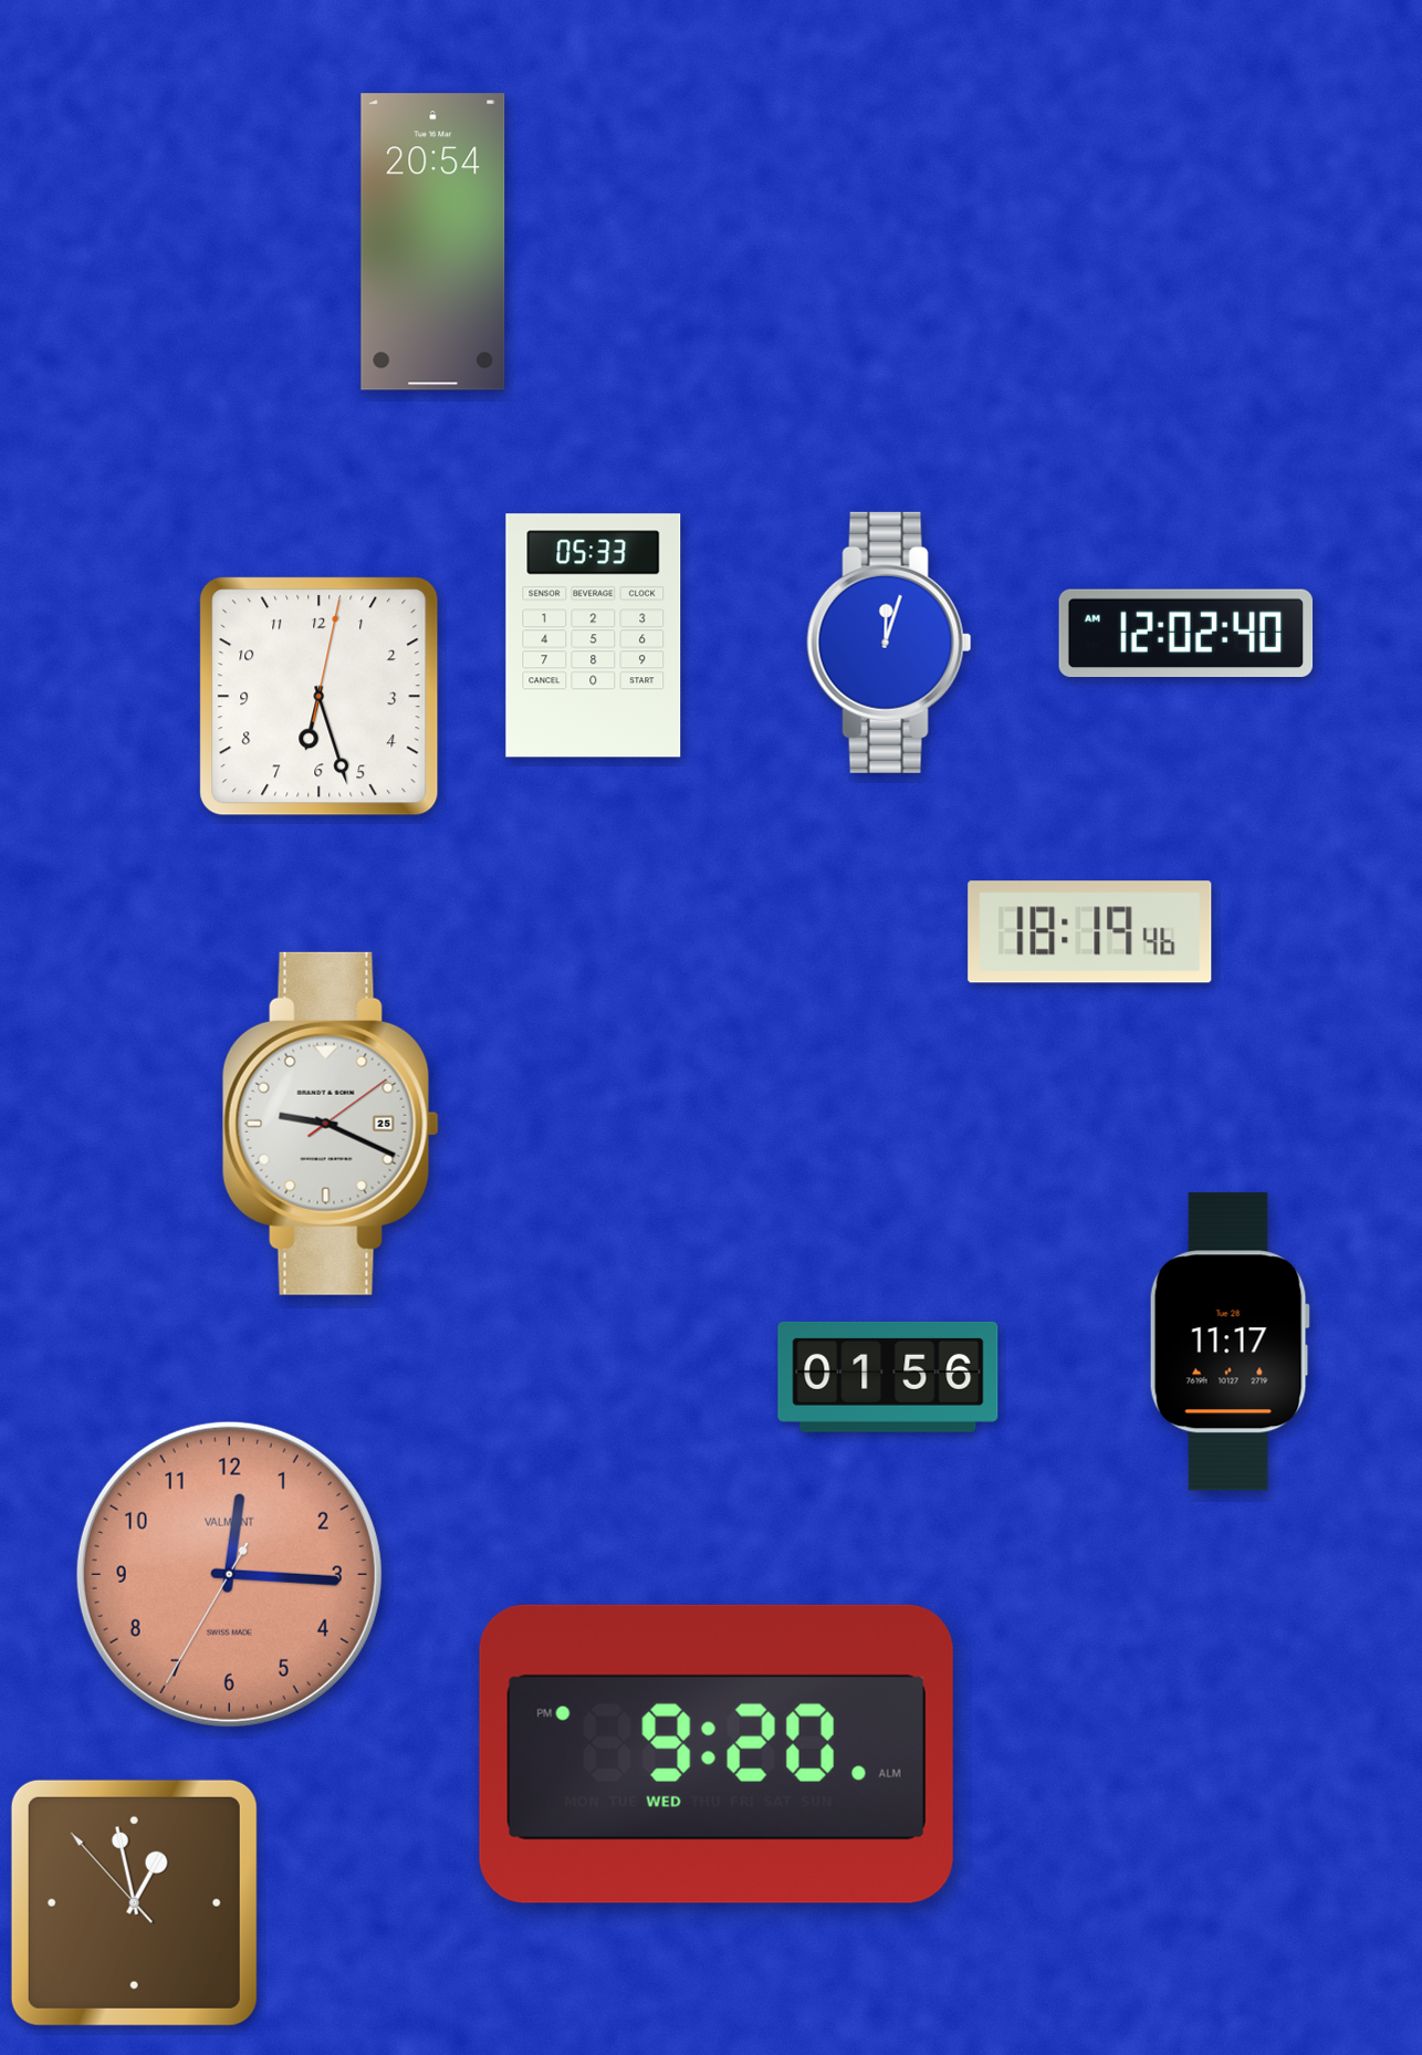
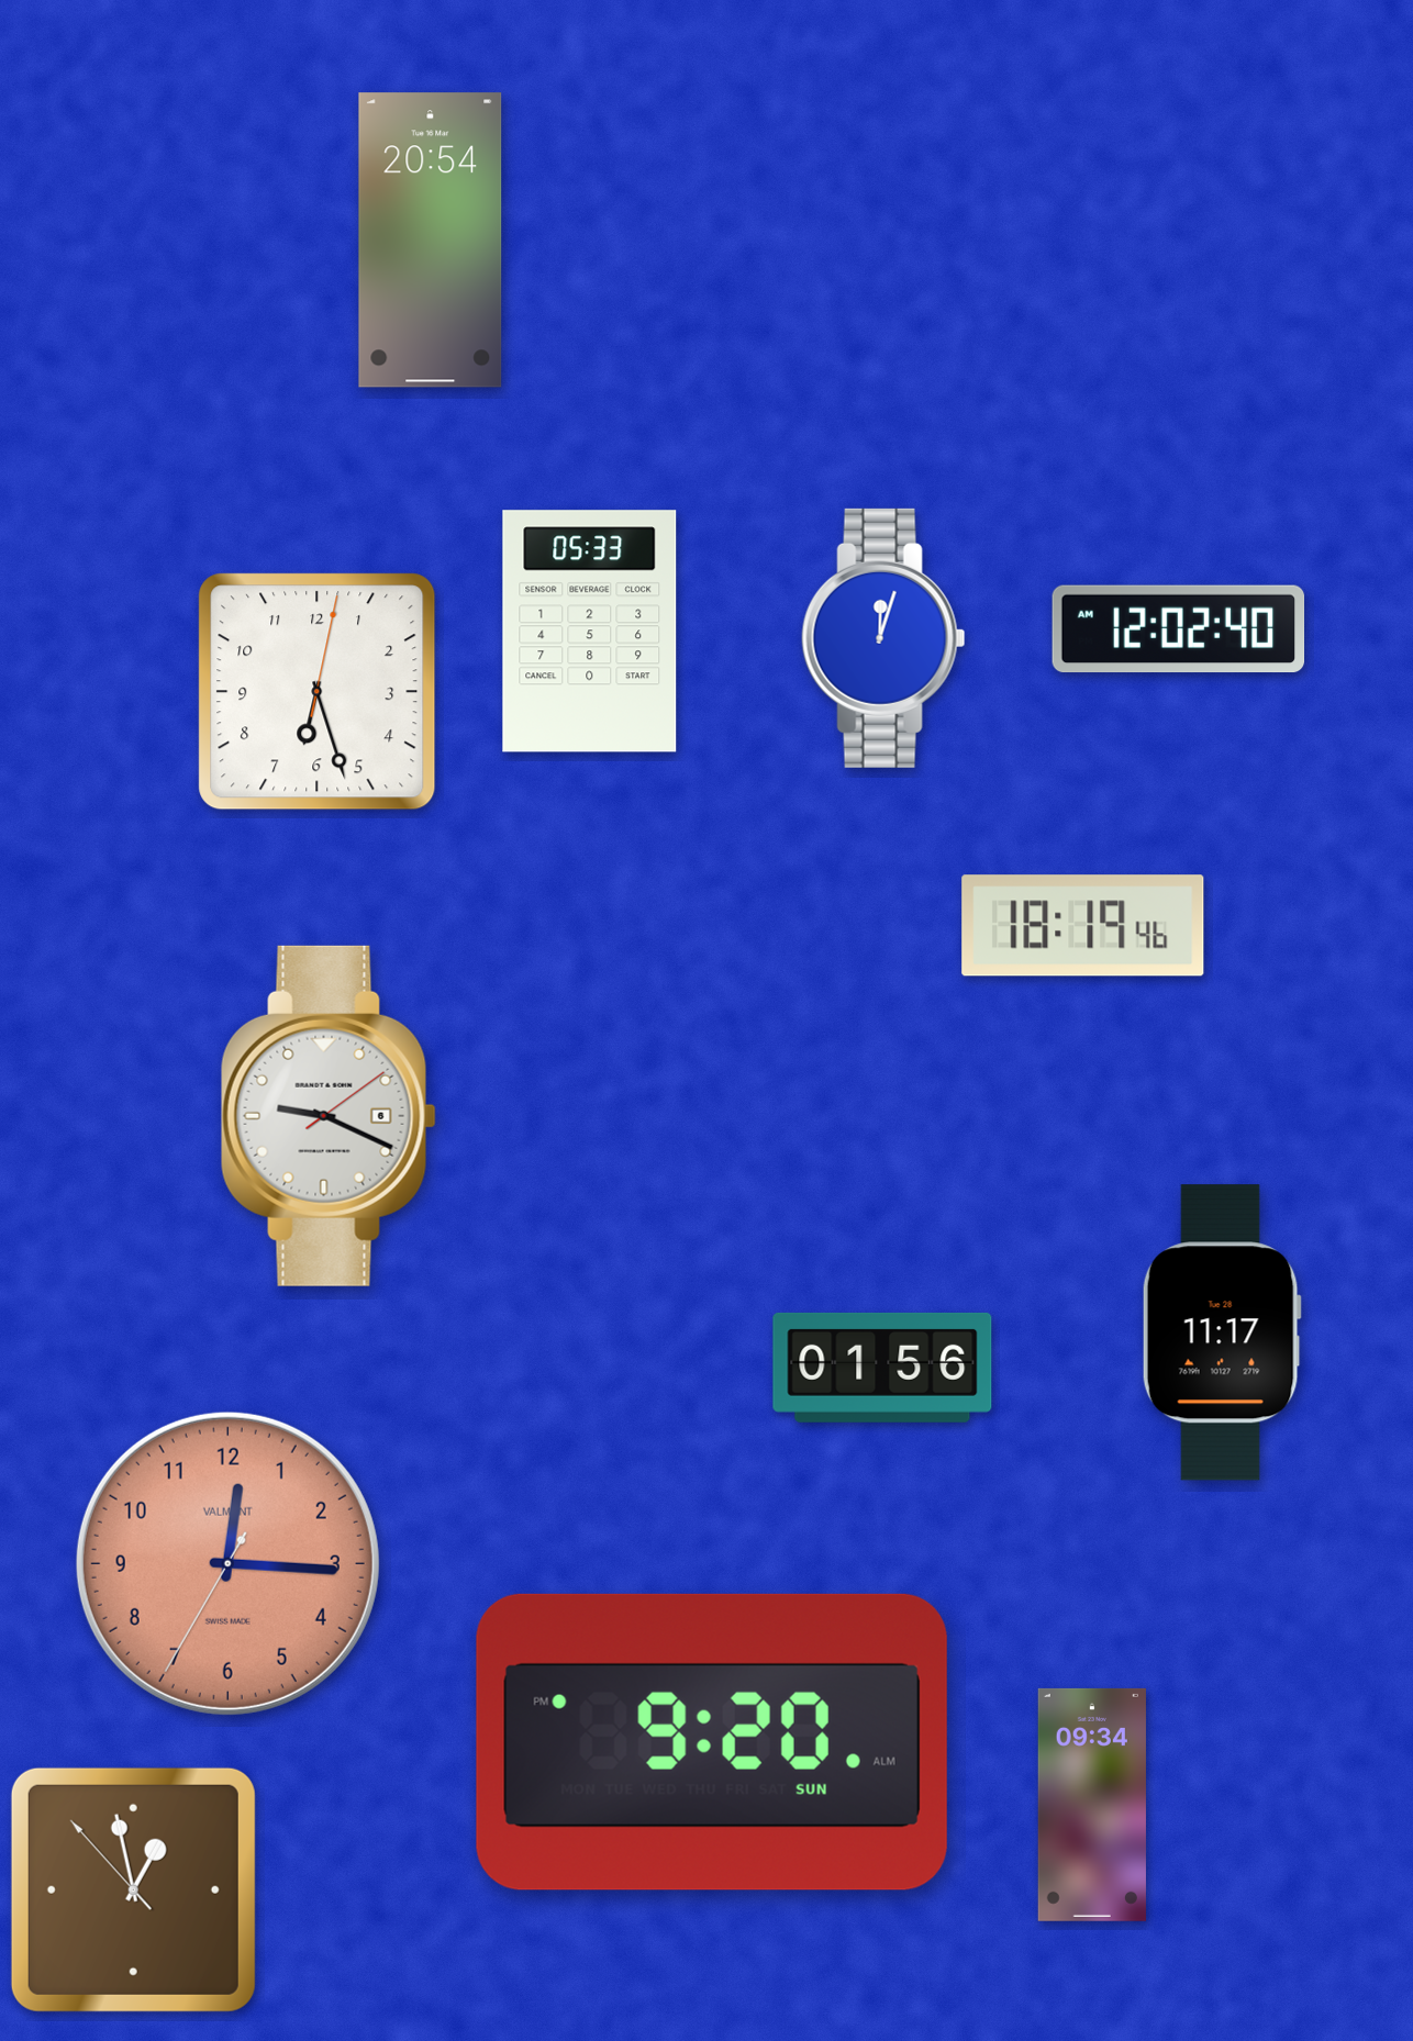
clock at (331, 1124) date: 25 -> 6
clock at (717, 1754) date: WED -> SUN
clock at (1092, 1805): none -> 09:34
